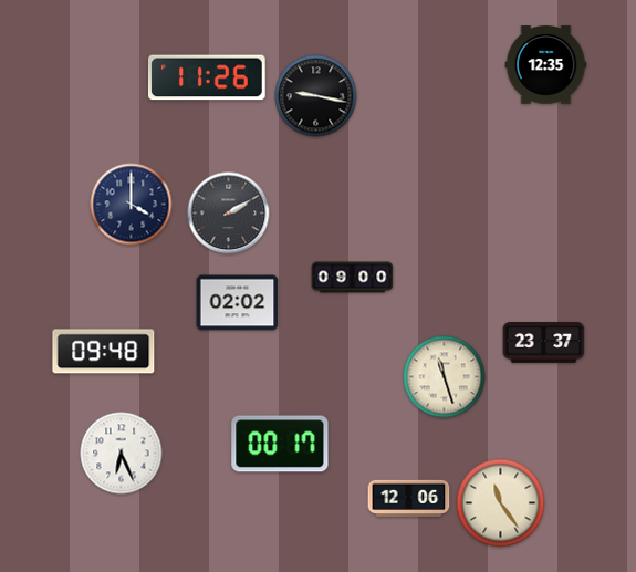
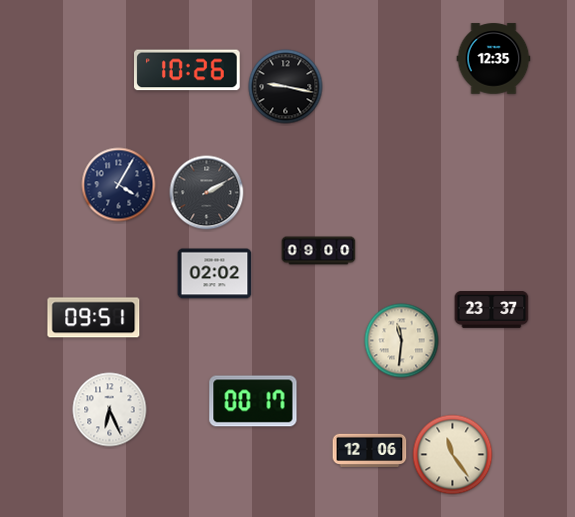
clock at (208, 77): 11:26 -> 10:26
clock at (132, 205): 4:00 -> 4:05
clock at (104, 352): 09:48 -> 09:51
clock at (445, 377): 11:27 -> 11:31
